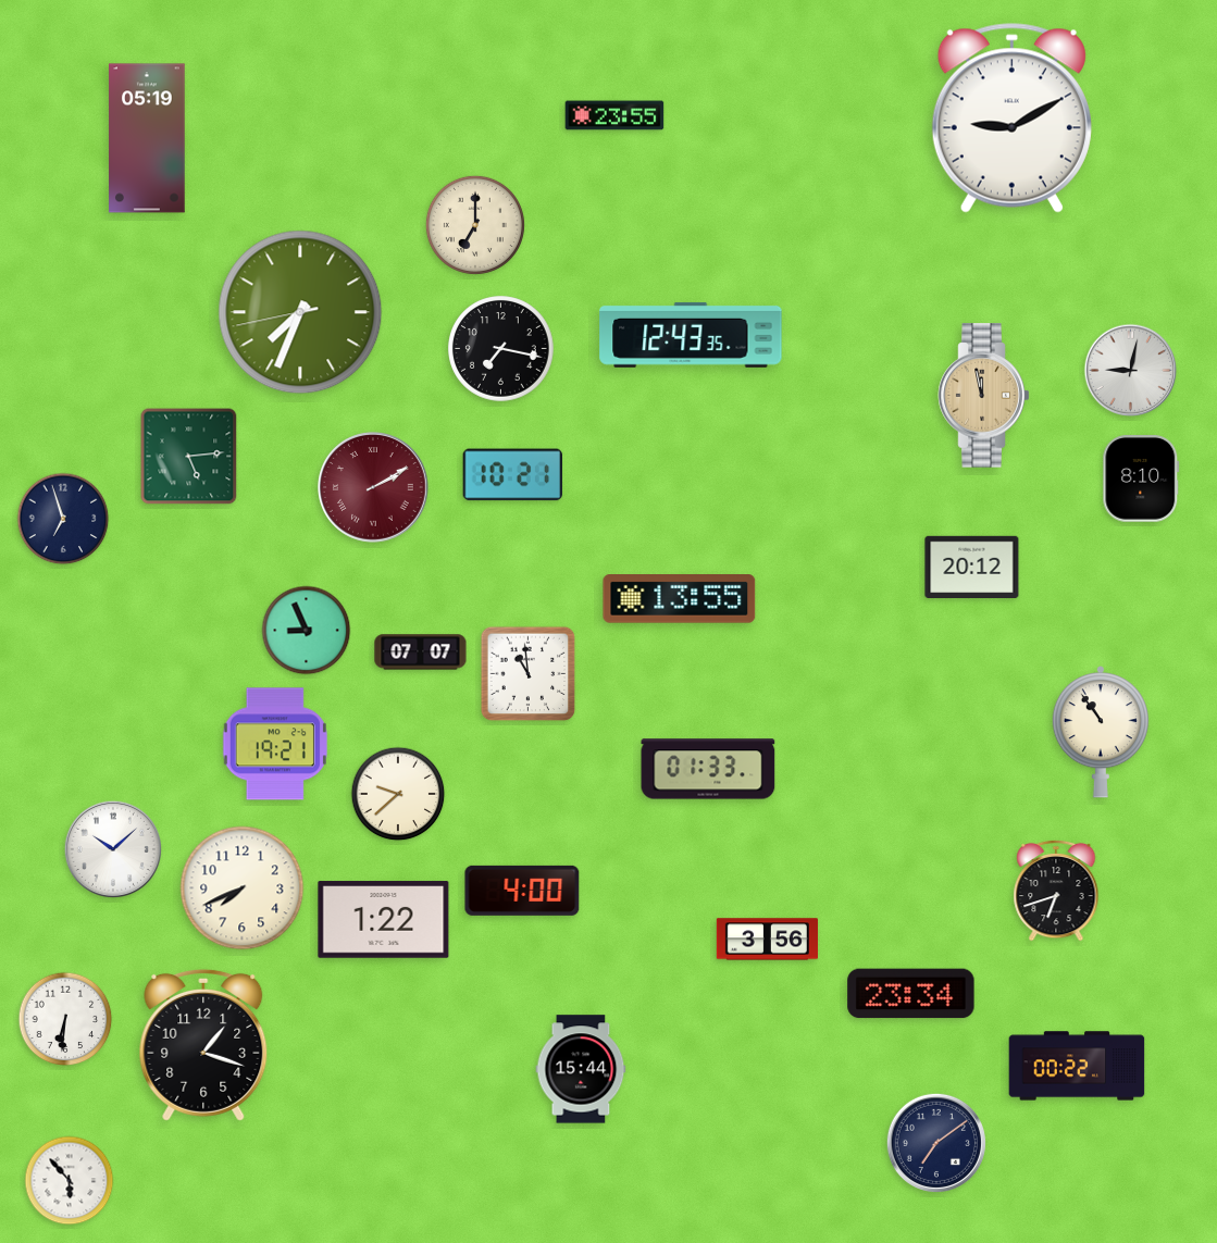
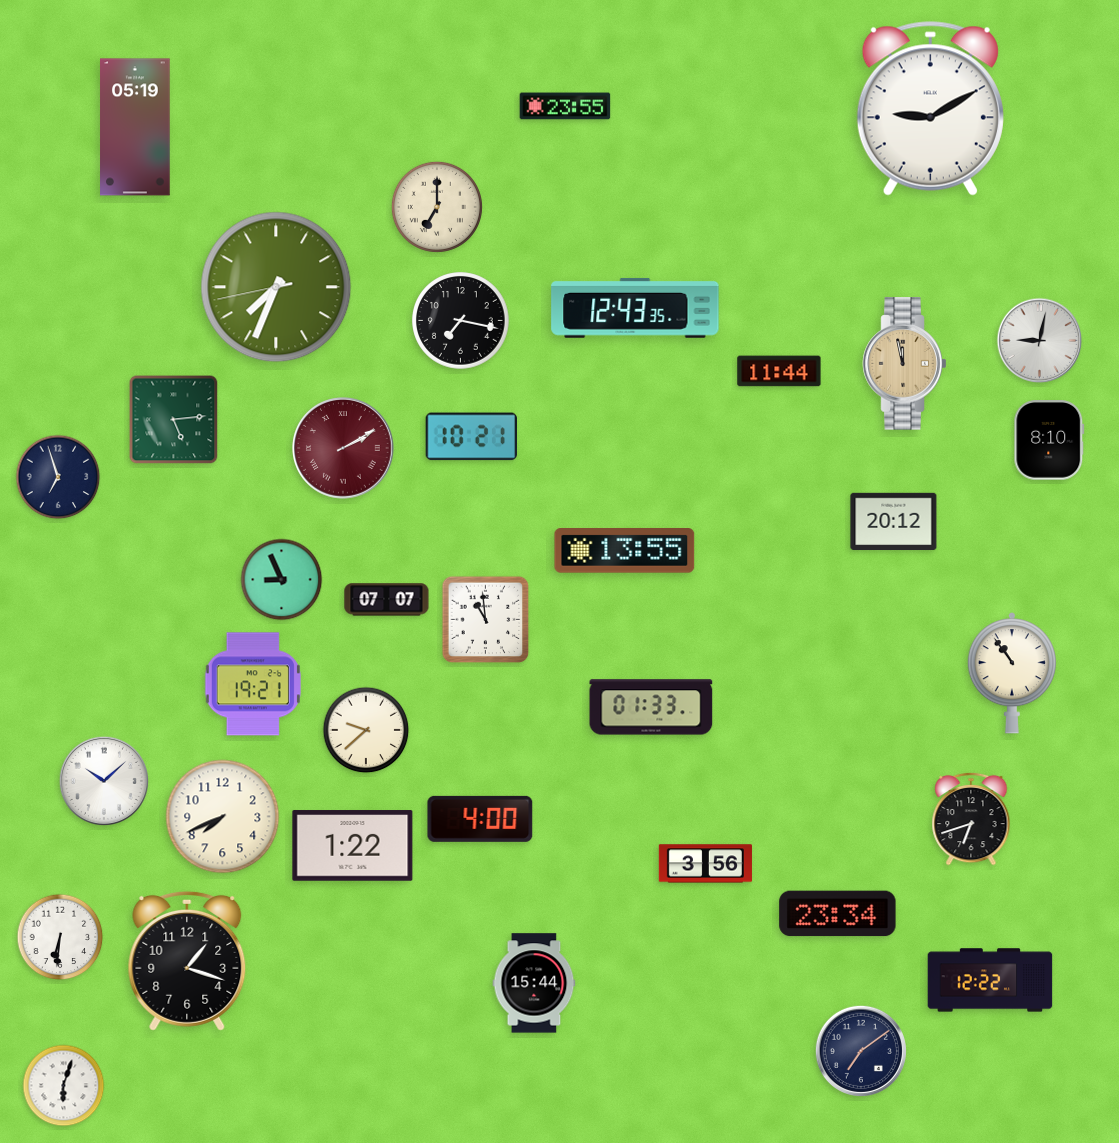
clock at (779, 371): none -> 11:44
clock at (1077, 1066): 00:22 -> 12:22
clock at (70, 1181): 5:53 -> 6:03
